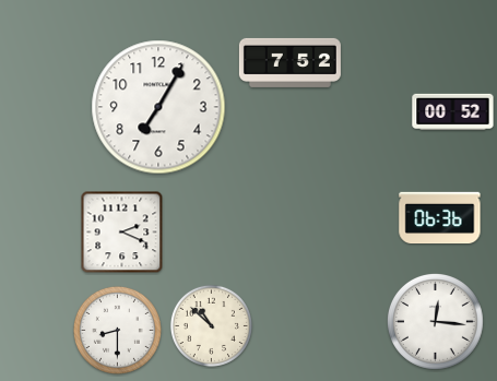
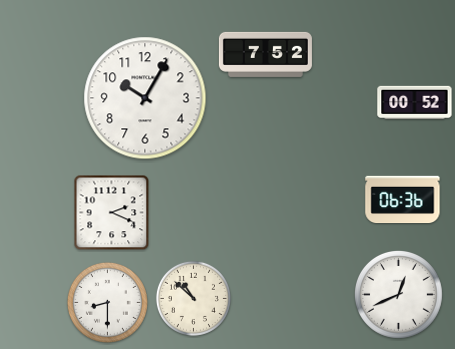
clock at (289, 62) position: (289, 62) -> (265, 54)
clock at (158, 107): 7:05 -> 10:05
clock at (435, 321): 12:16 -> 12:41
